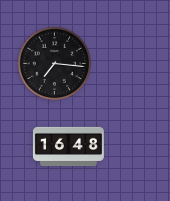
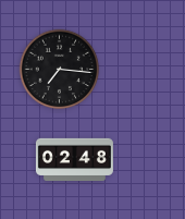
clock at (68, 146): 16:48 -> 02:48
